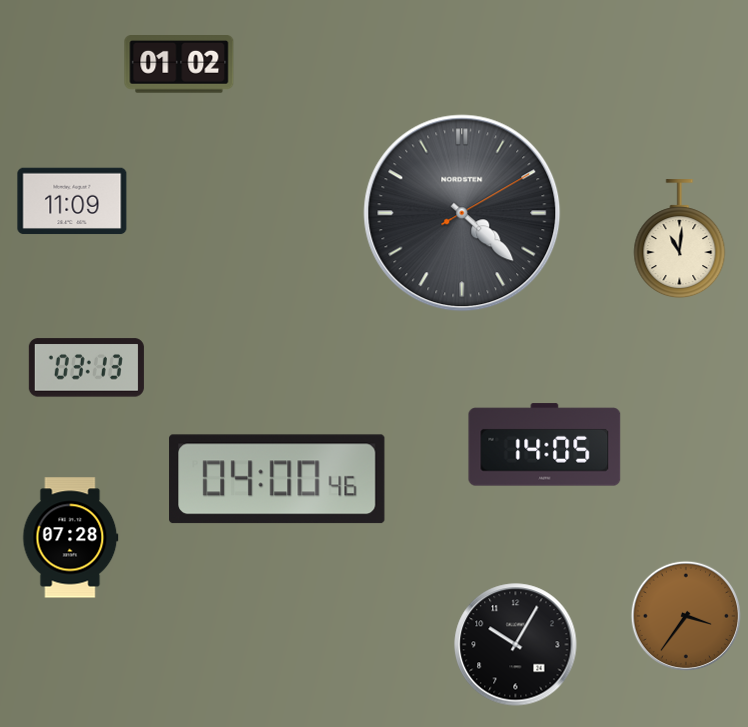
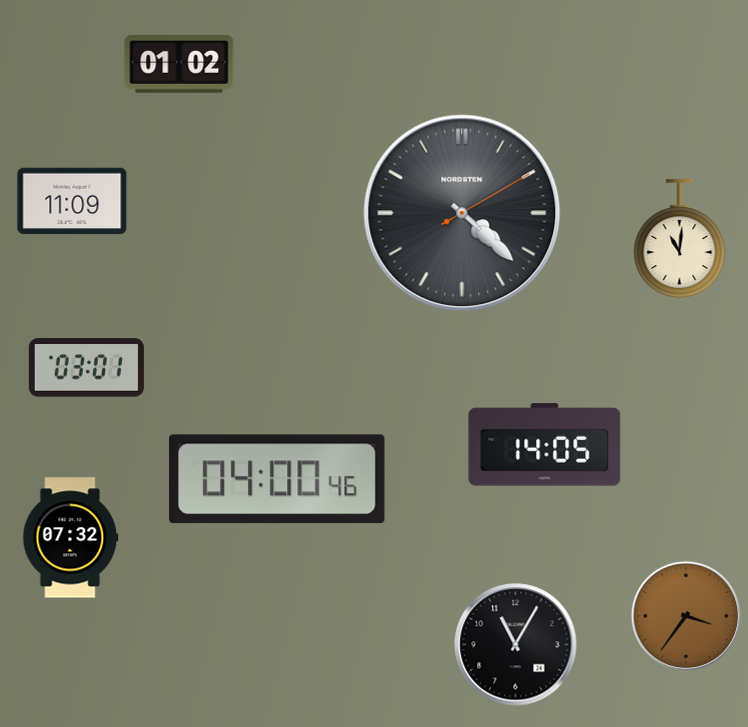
clock at (86, 368): 03:13 -> 03:01
clock at (71, 538): 07:28 -> 07:32
clock at (516, 645): 10:05 -> 11:05
